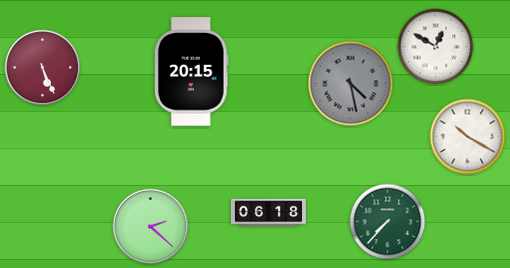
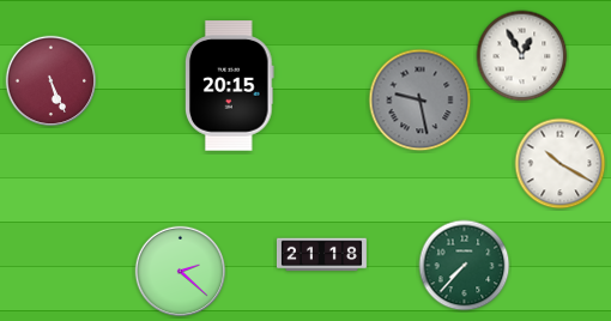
clock at (436, 47): 12:50 -> 12:55
clock at (351, 84): 4:28 -> 9:28
clock at (268, 213): 06:18 -> 21:18
